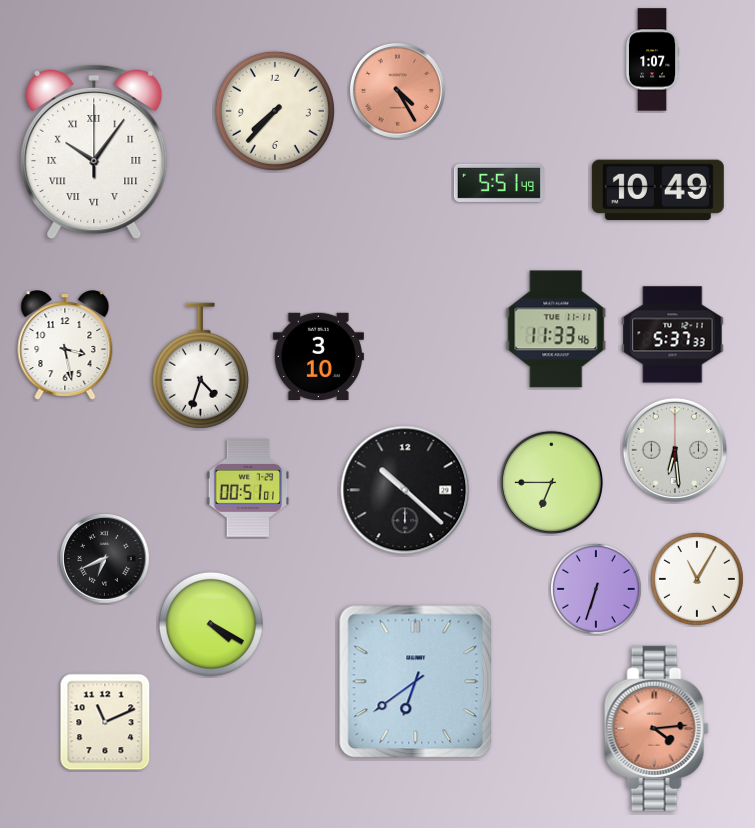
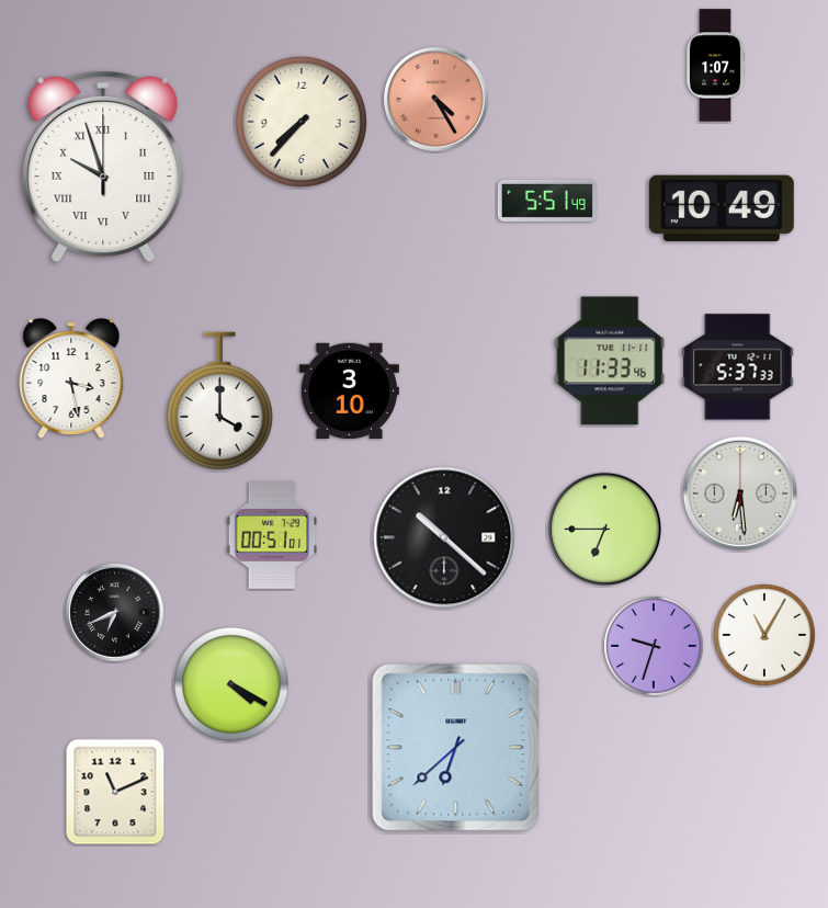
clock at (94, 152): 10:06 -> 9:57
clock at (200, 366): 4:33 -> 4:00
clock at (596, 589): 6:33 -> 9:33
clock at (416, 682): 6:39 -> 6:38
clock at (656, 728): 4:14 -> none
